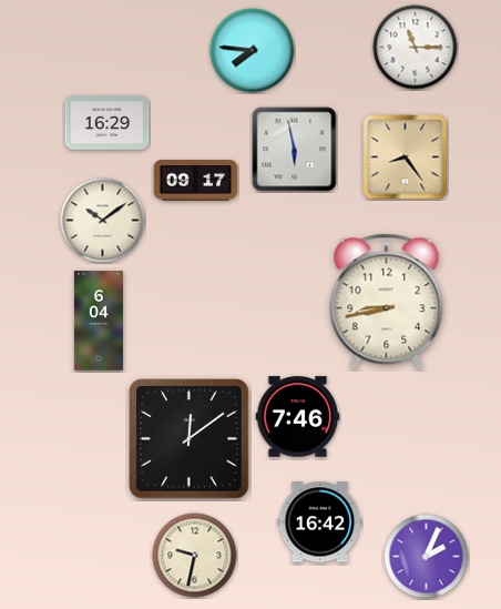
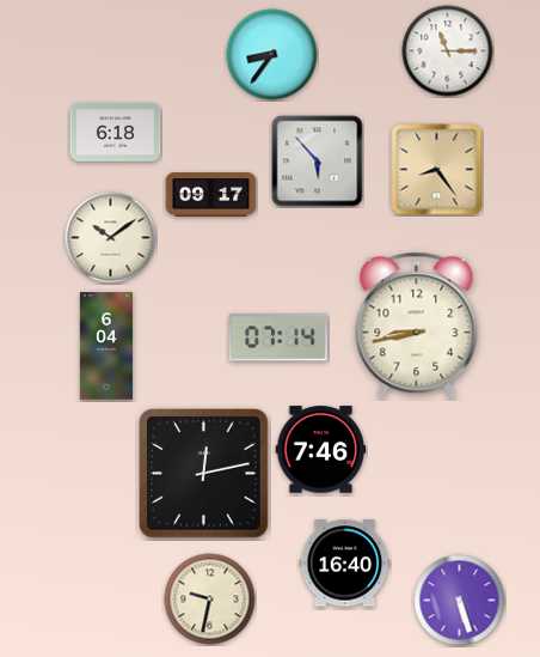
clock at (253, 51): 7:46 -> 8:36
clock at (108, 123): 16:29 -> 6:18
clock at (295, 150): 5:58 -> 5:53
clock at (278, 337): none -> 07:14
clock at (190, 439): 12:09 -> 12:13
clock at (320, 522): 16:42 -> 16:40
clock at (427, 557): 2:04 -> 5:27
